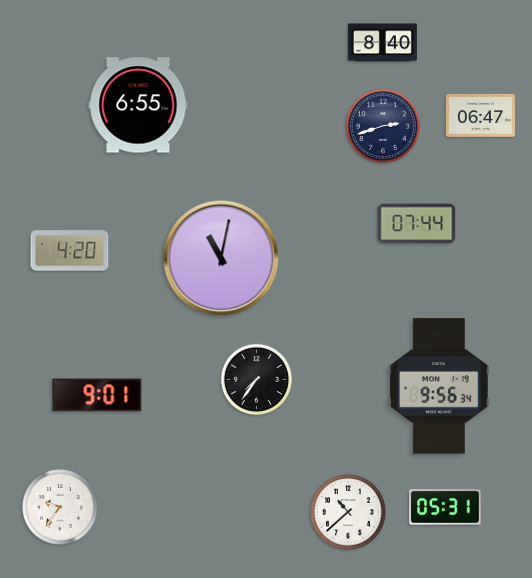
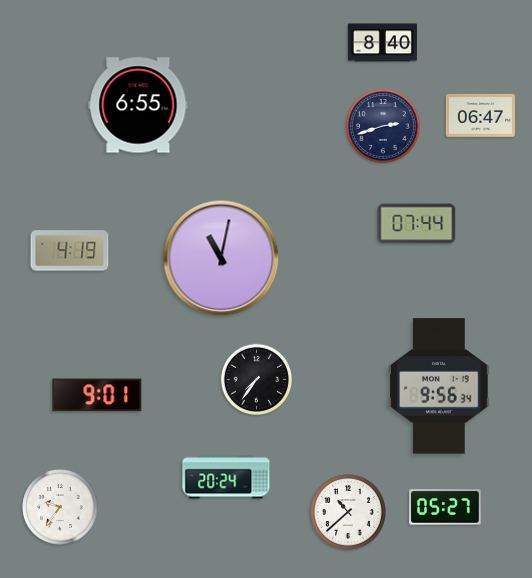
clock at (70, 251): 4:20 -> 4:19
clock at (226, 477): none -> 20:24
clock at (445, 507): 05:31 -> 05:27
